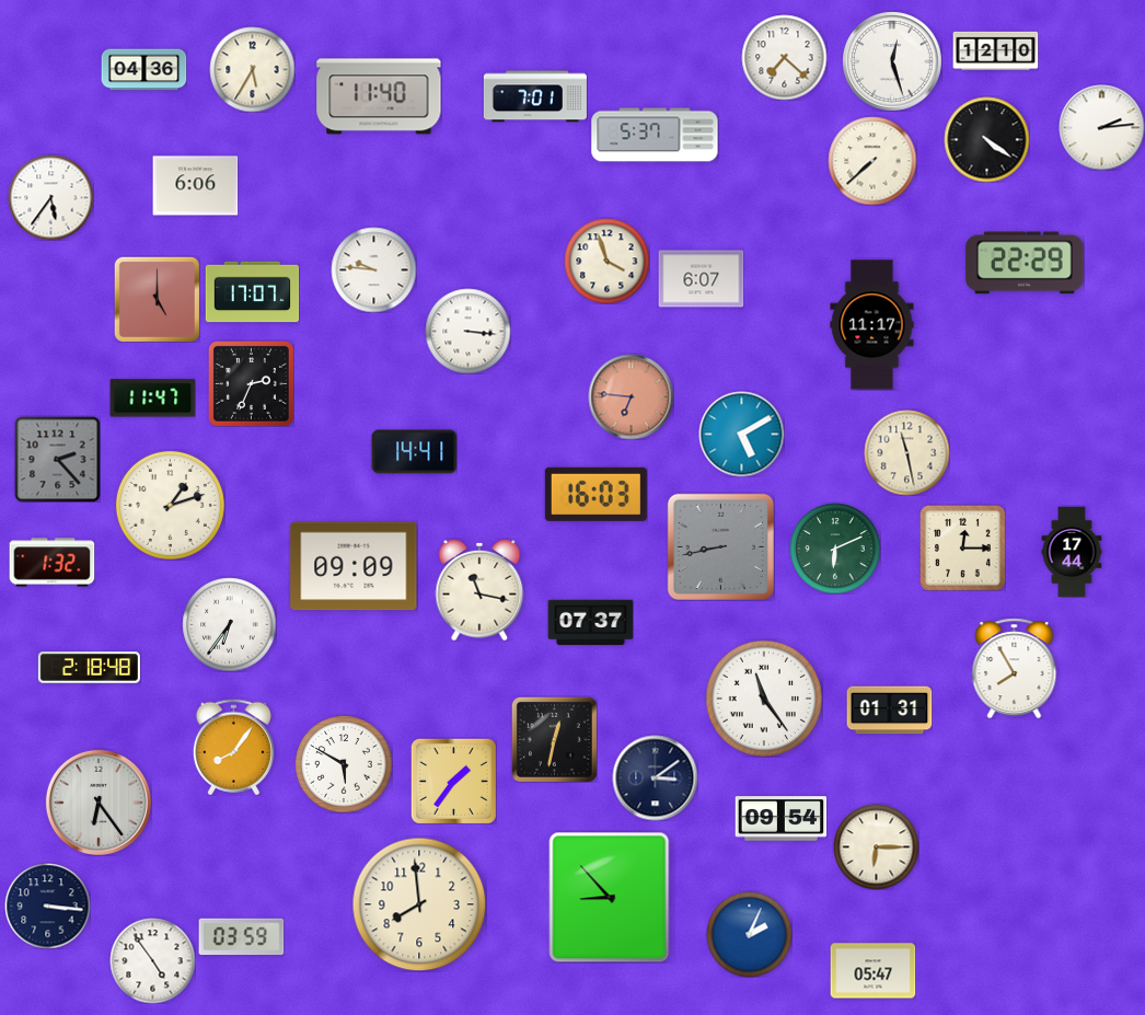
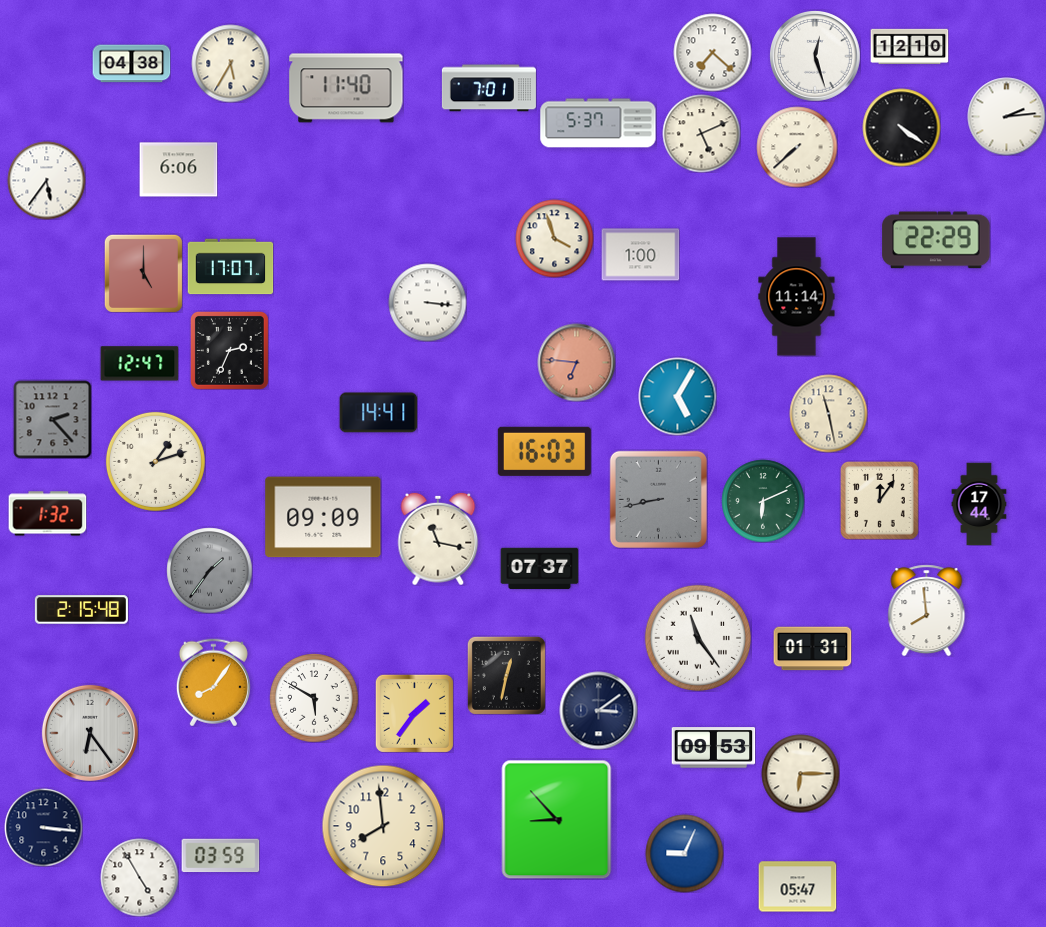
clock at (784, 57) position: (784, 57) -> (712, 52)
clock at (143, 70): 04:36 -> 04:38
clock at (701, 133): none -> 5:11
clock at (373, 269): 9:46 -> none
clock at (701, 279): 6:07 -> 1:00
clock at (872, 325): 11:17 -> 11:14
clock at (152, 399): 11:47 -> 12:47
clock at (741, 434): 5:10 -> 5:05
clock at (962, 547): 12:15 -> 12:06
clock at (229, 624): 6:36 -> 1:36
clock at (229, 624) dial: white -> grey
clock at (89, 668): 2:18 -> 2:15
clock at (1015, 668): 7:55 -> 7:59
clock at (780, 819): 09:54 -> 09:53
clock at (749, 934): 2:04 -> 9:04
clock at (152, 960): 4:54 -> 4:55
